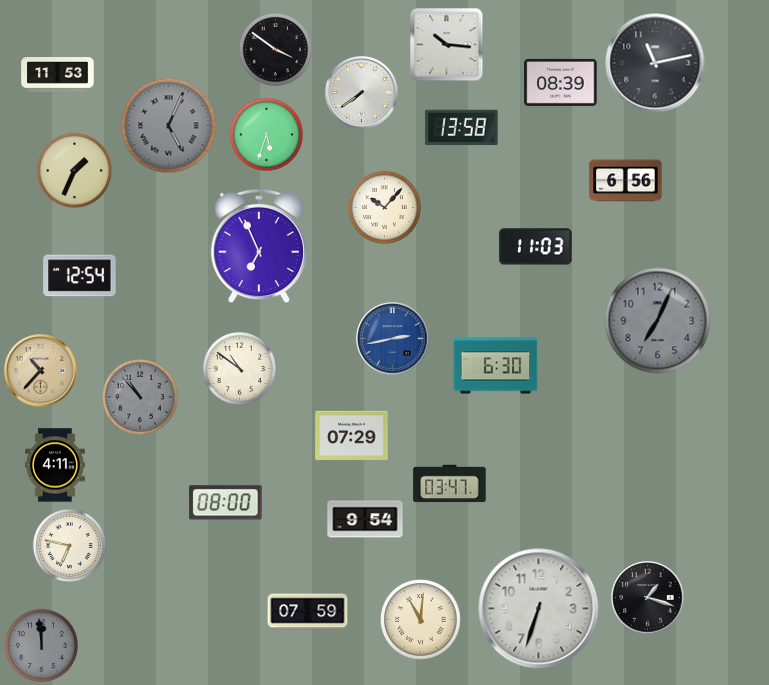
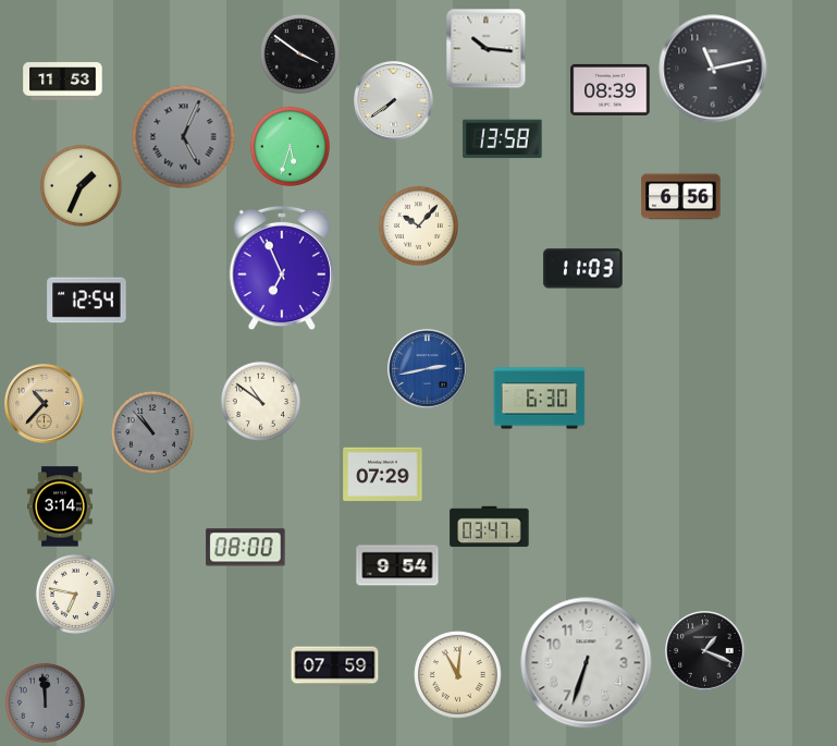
clock at (658, 321): 7:04 -> none
clock at (55, 465): 4:11 -> 3:14
clock at (648, 598): 1:18 -> 1:19
